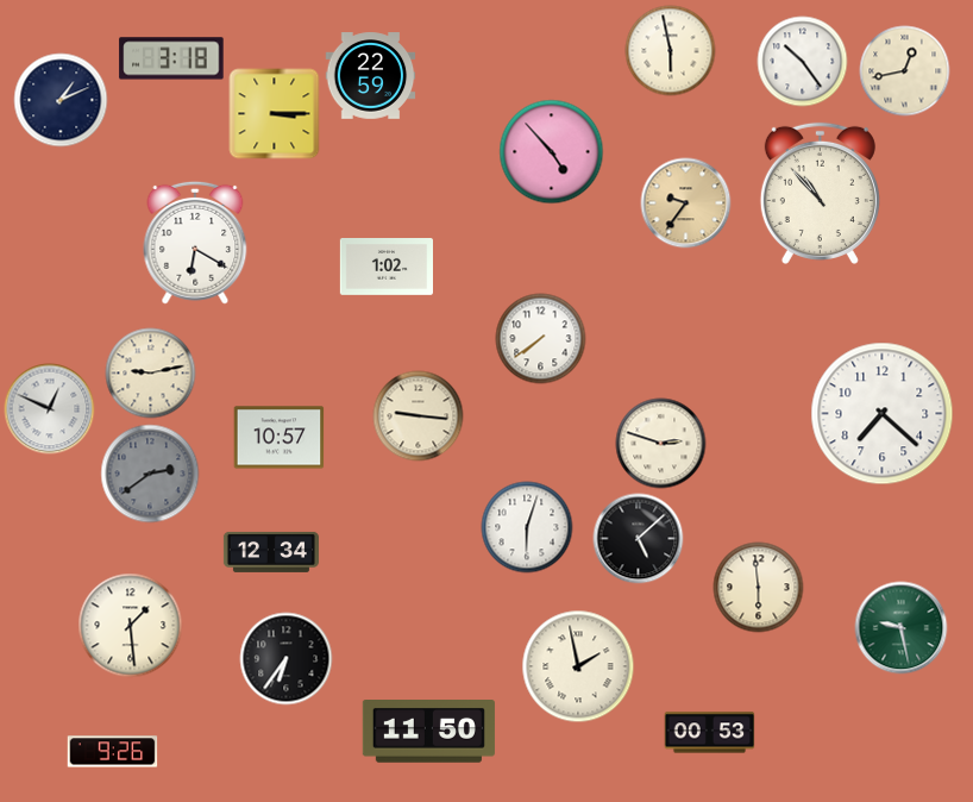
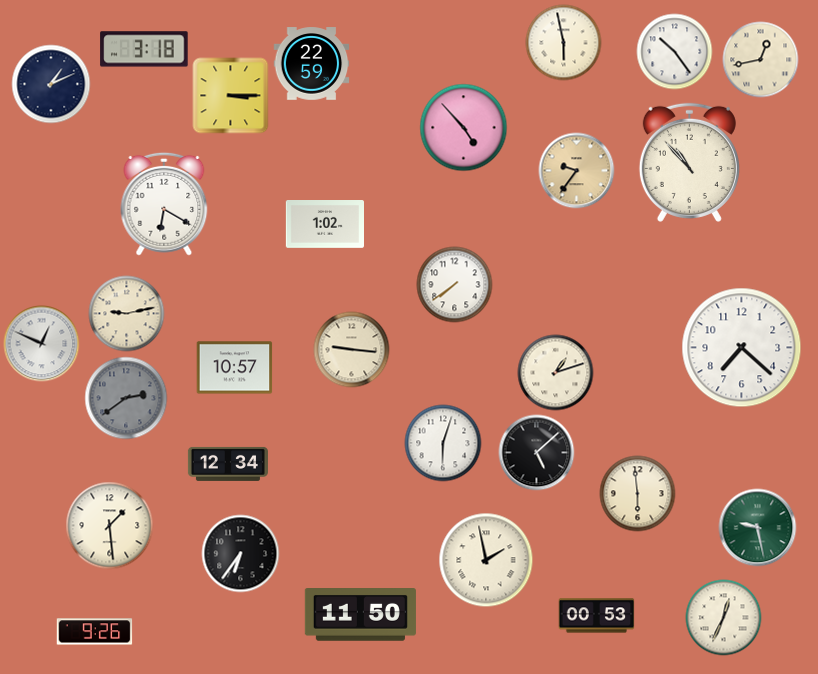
clock at (661, 444): 2:48 -> 1:12
clock at (724, 618): none -> 12:34
